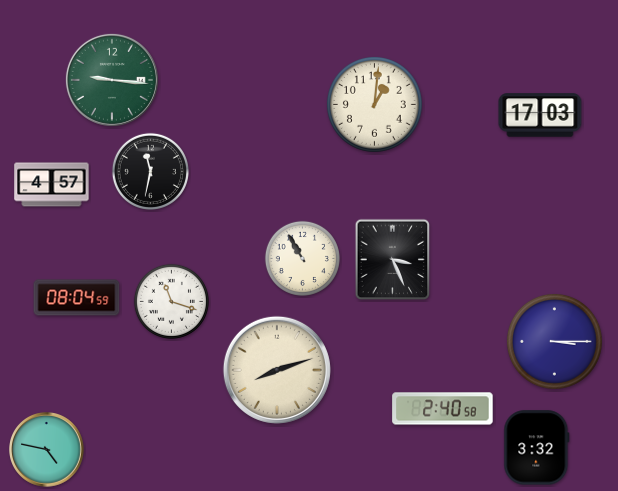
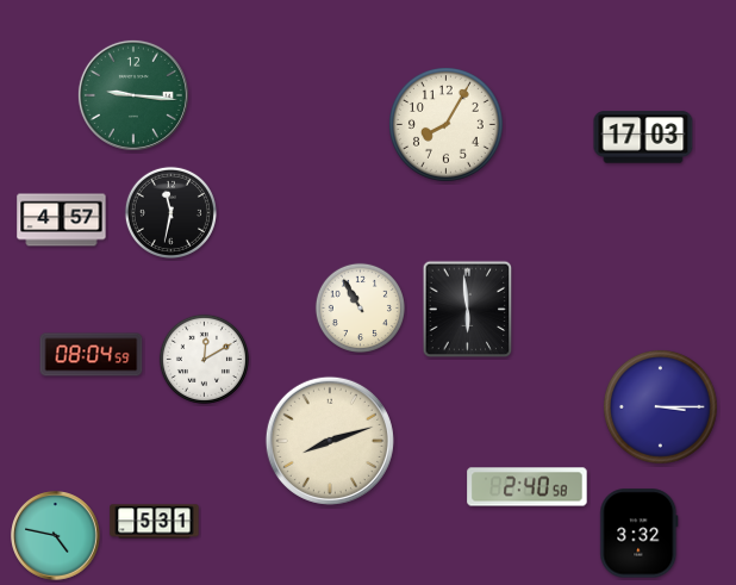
clock at (374, 104): 1:01 -> 8:05
clock at (150, 171) position: (150, 171) -> (170, 212)
clock at (393, 260): 3:26 -> 5:59
clock at (171, 301): 11:18 -> 12:10
clock at (155, 522): none -> 5:31
